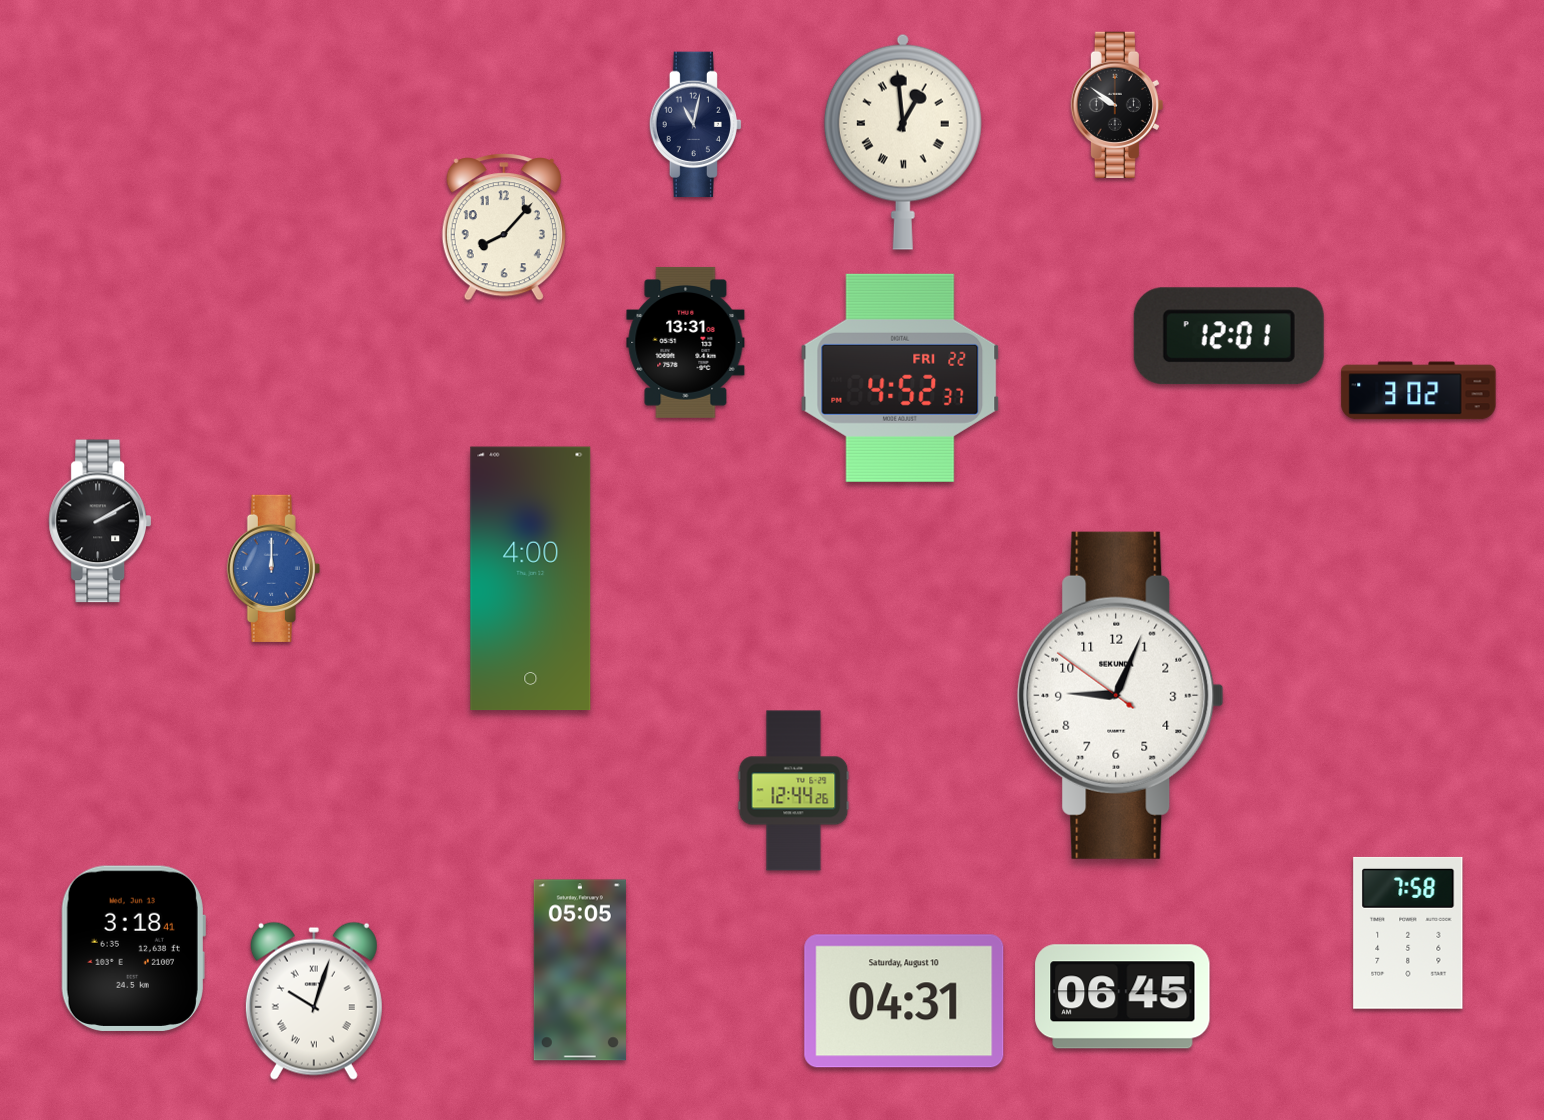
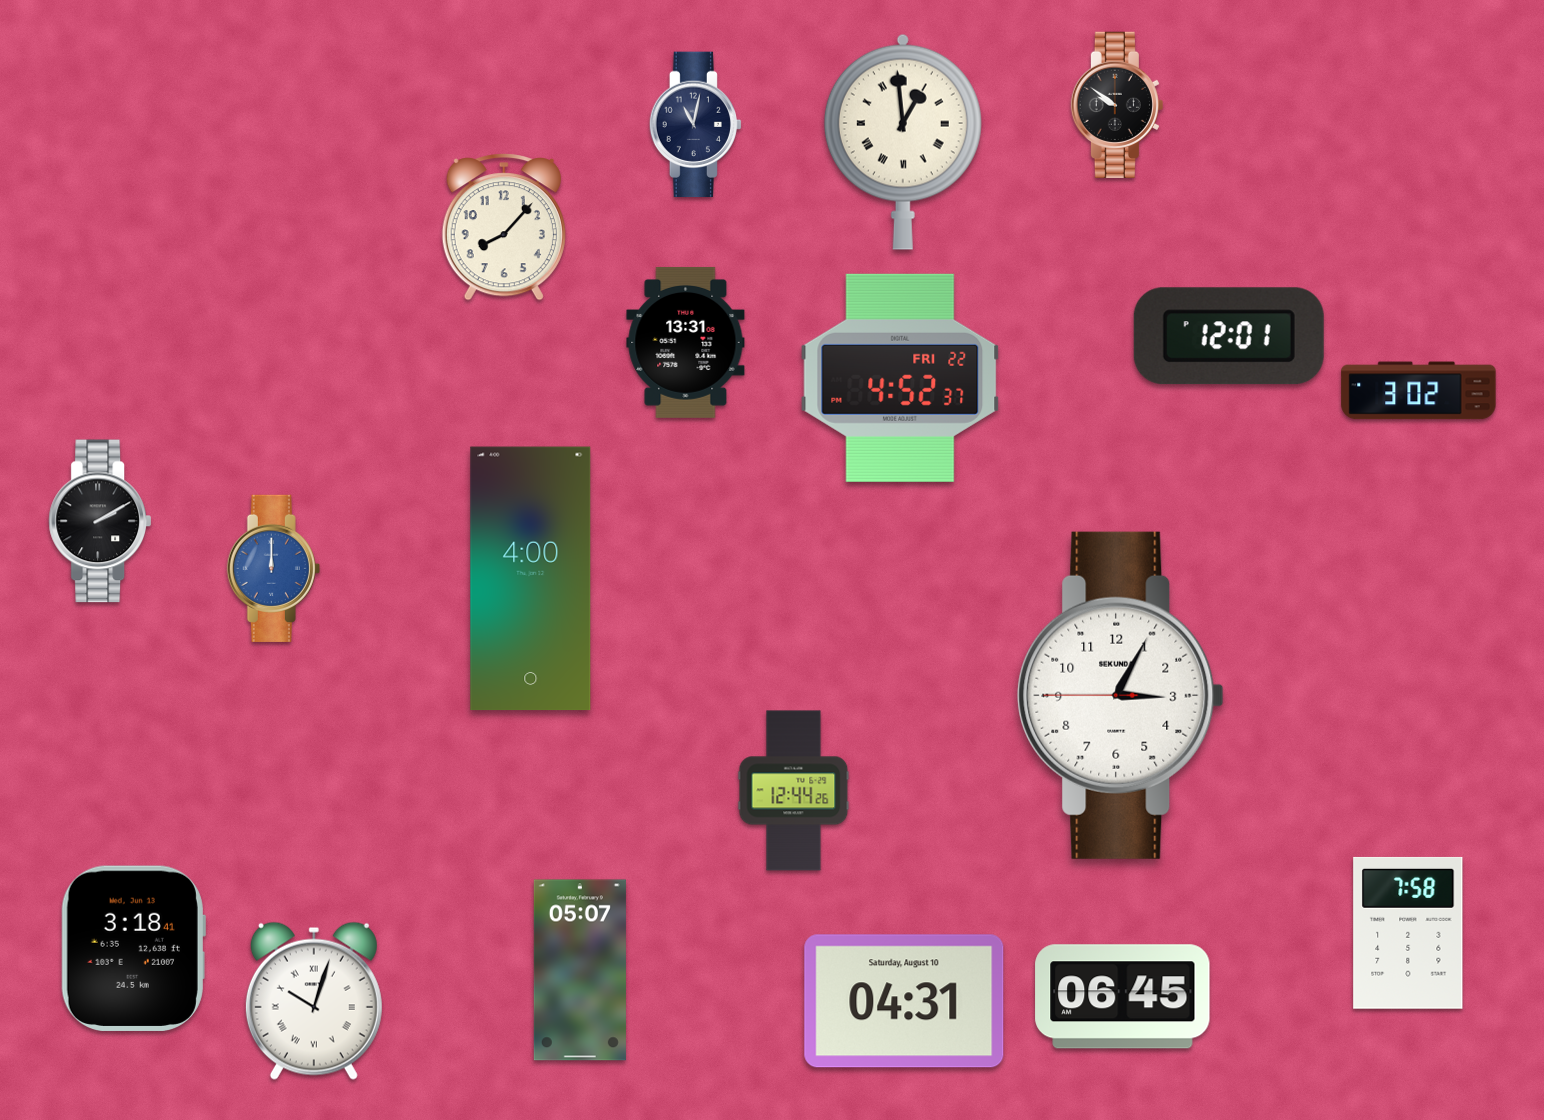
clock at (1121, 695): 9:03 -> 3:04
clock at (580, 970): 05:05 -> 05:07
